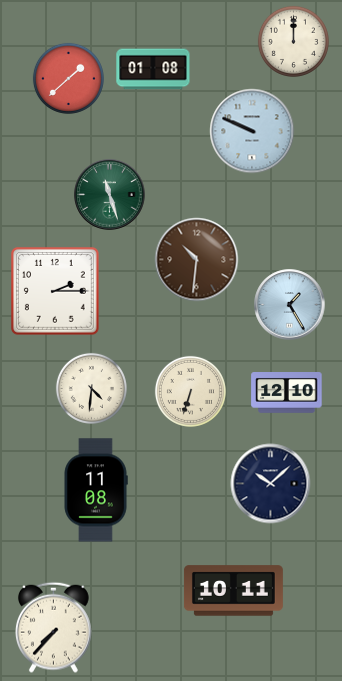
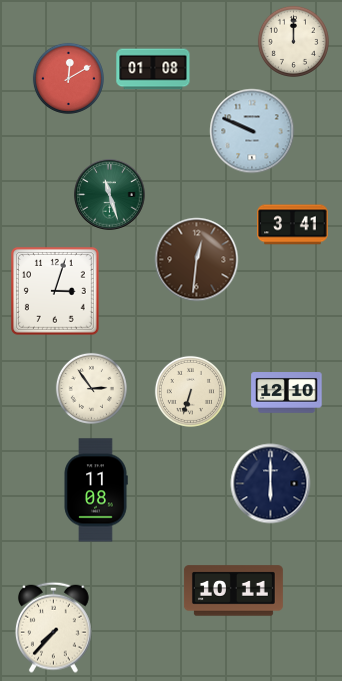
clock at (68, 78): 1:38 -> 12:10
clock at (293, 225): none -> 3:41
clock at (197, 260): 10:31 -> 12:31
clock at (55, 291): 2:15 -> 3:03
clock at (290, 305): 1:25 -> none
clock at (91, 388): 4:31 -> 2:54
clock at (271, 484): 10:08 -> 6:00
